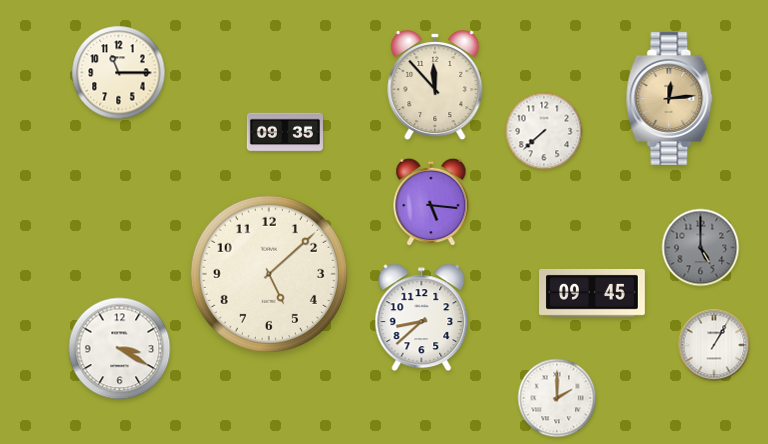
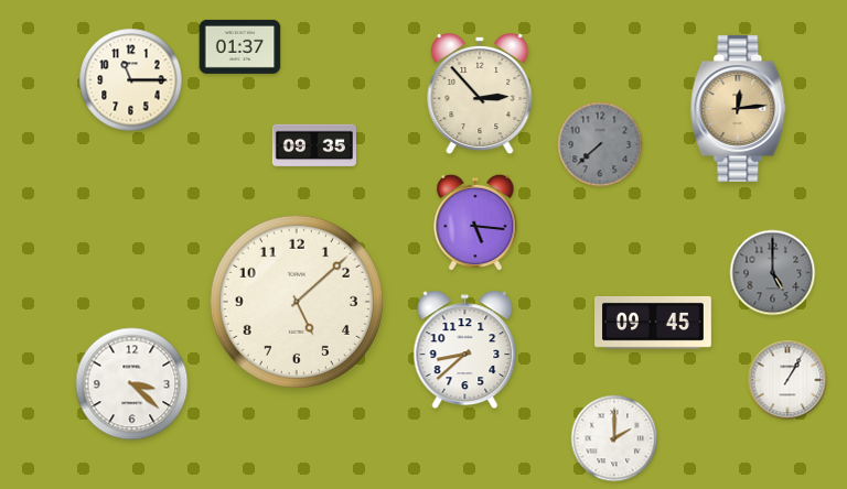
clock at (240, 46): none -> 01:37
clock at (435, 85): 11:53 -> 2:53
clock at (544, 131) dial: white -> grey
clock at (120, 349): 3:20 -> 3:22
